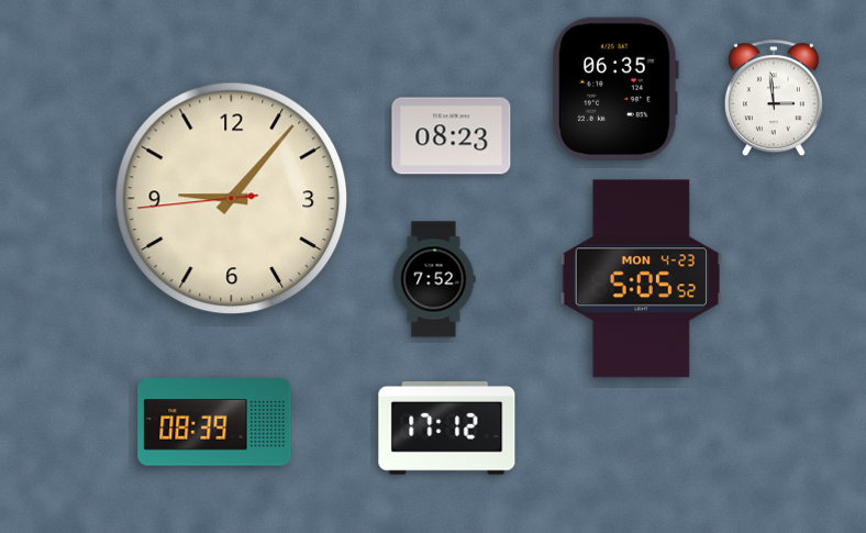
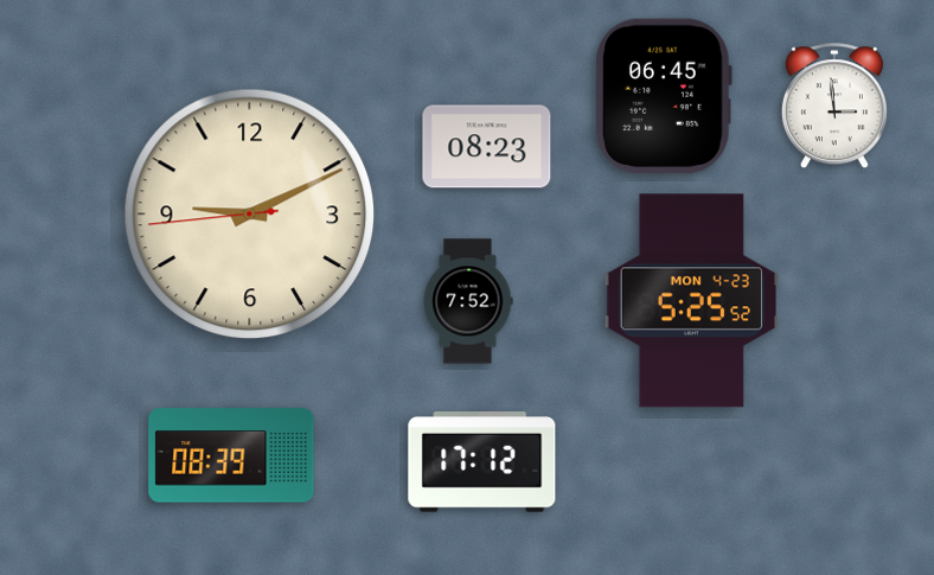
clock at (615, 88): 06:35 -> 06:45
clock at (232, 199): 9:06 -> 9:10
clock at (642, 279): 5:05 -> 5:25
